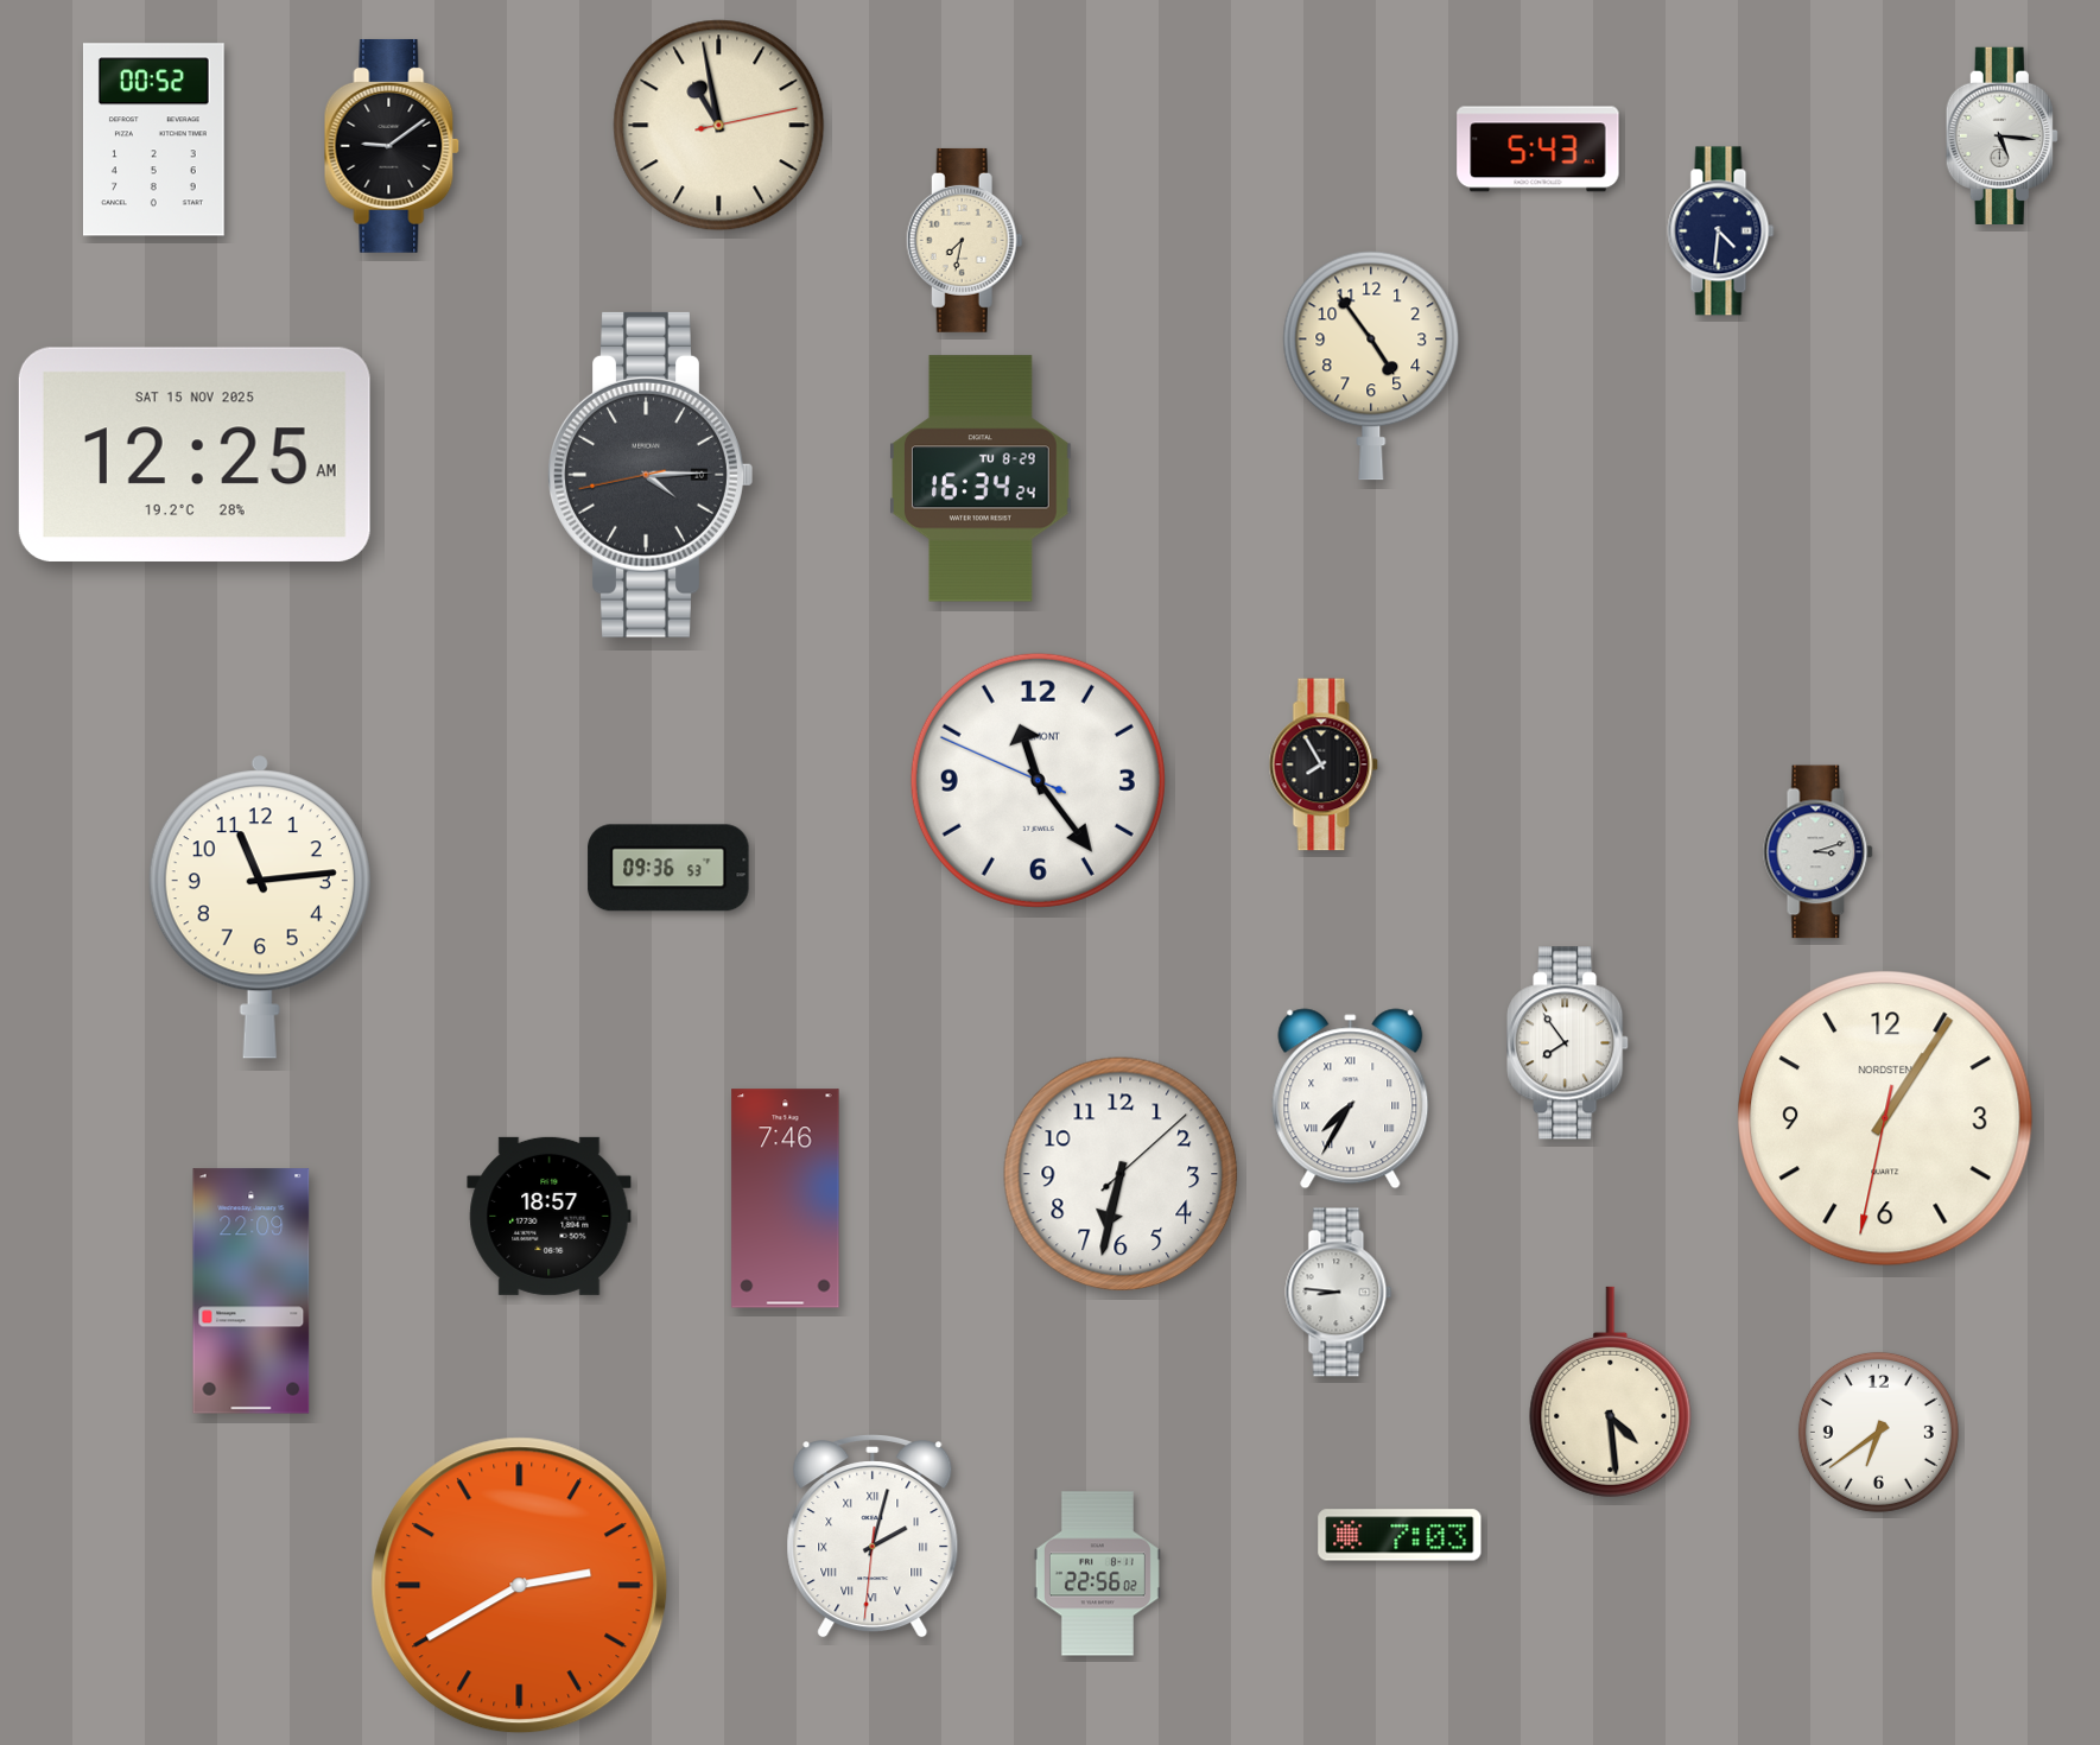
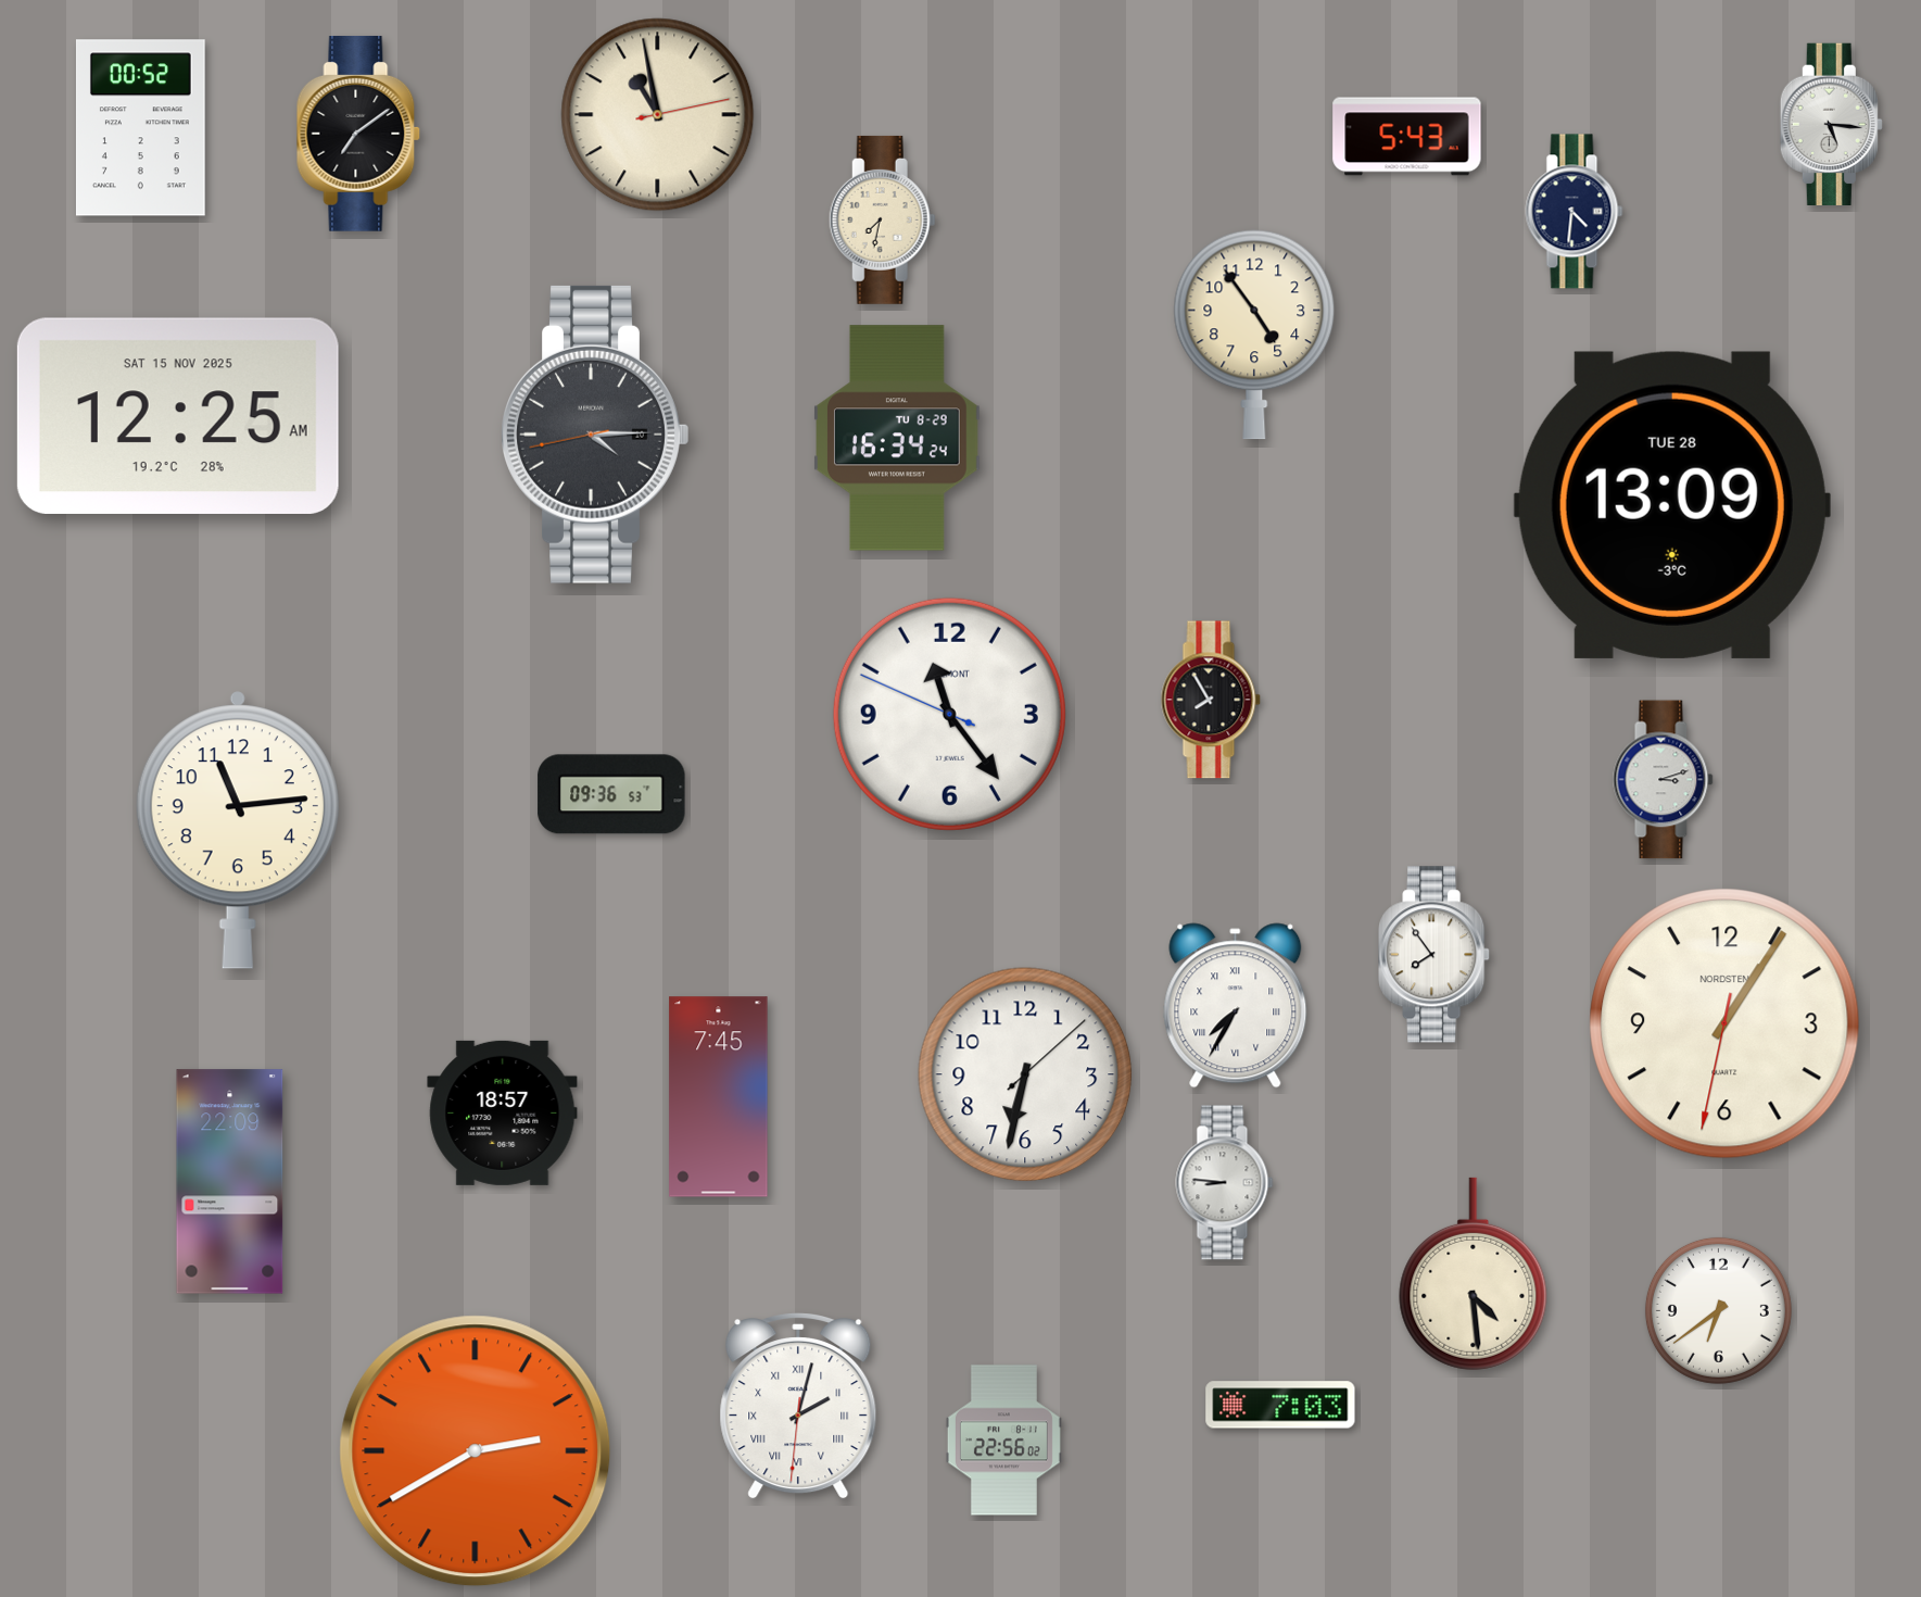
clock at (392, 146): 9:09 -> 7:09
clock at (1672, 505): none -> 13:09
clock at (786, 1199): 7:46 -> 7:45
